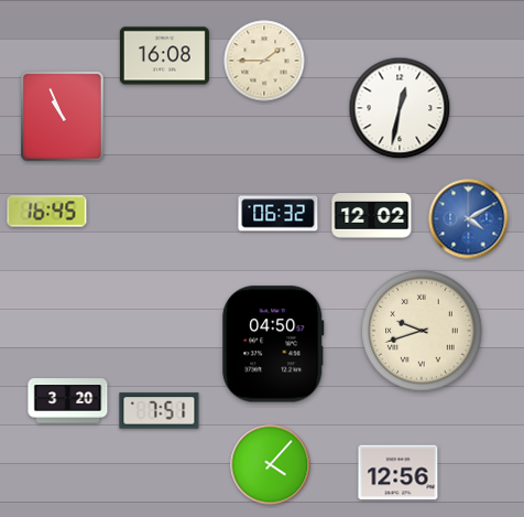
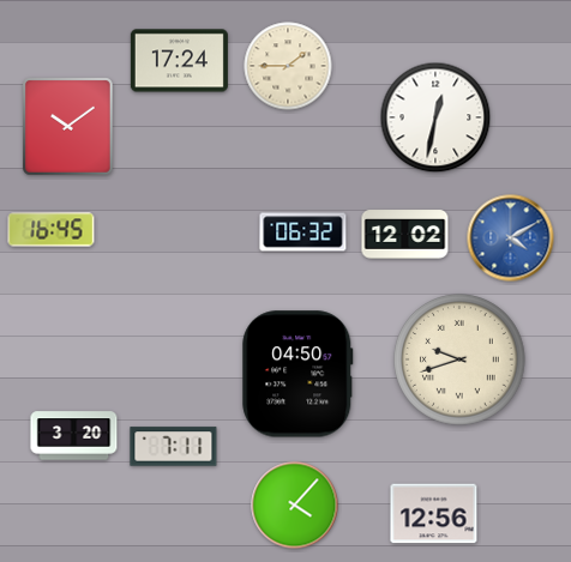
clock at (164, 56): 16:08 -> 17:24
clock at (63, 117): 10:56 -> 10:09
clock at (160, 411): 7:51 -> 7:11
